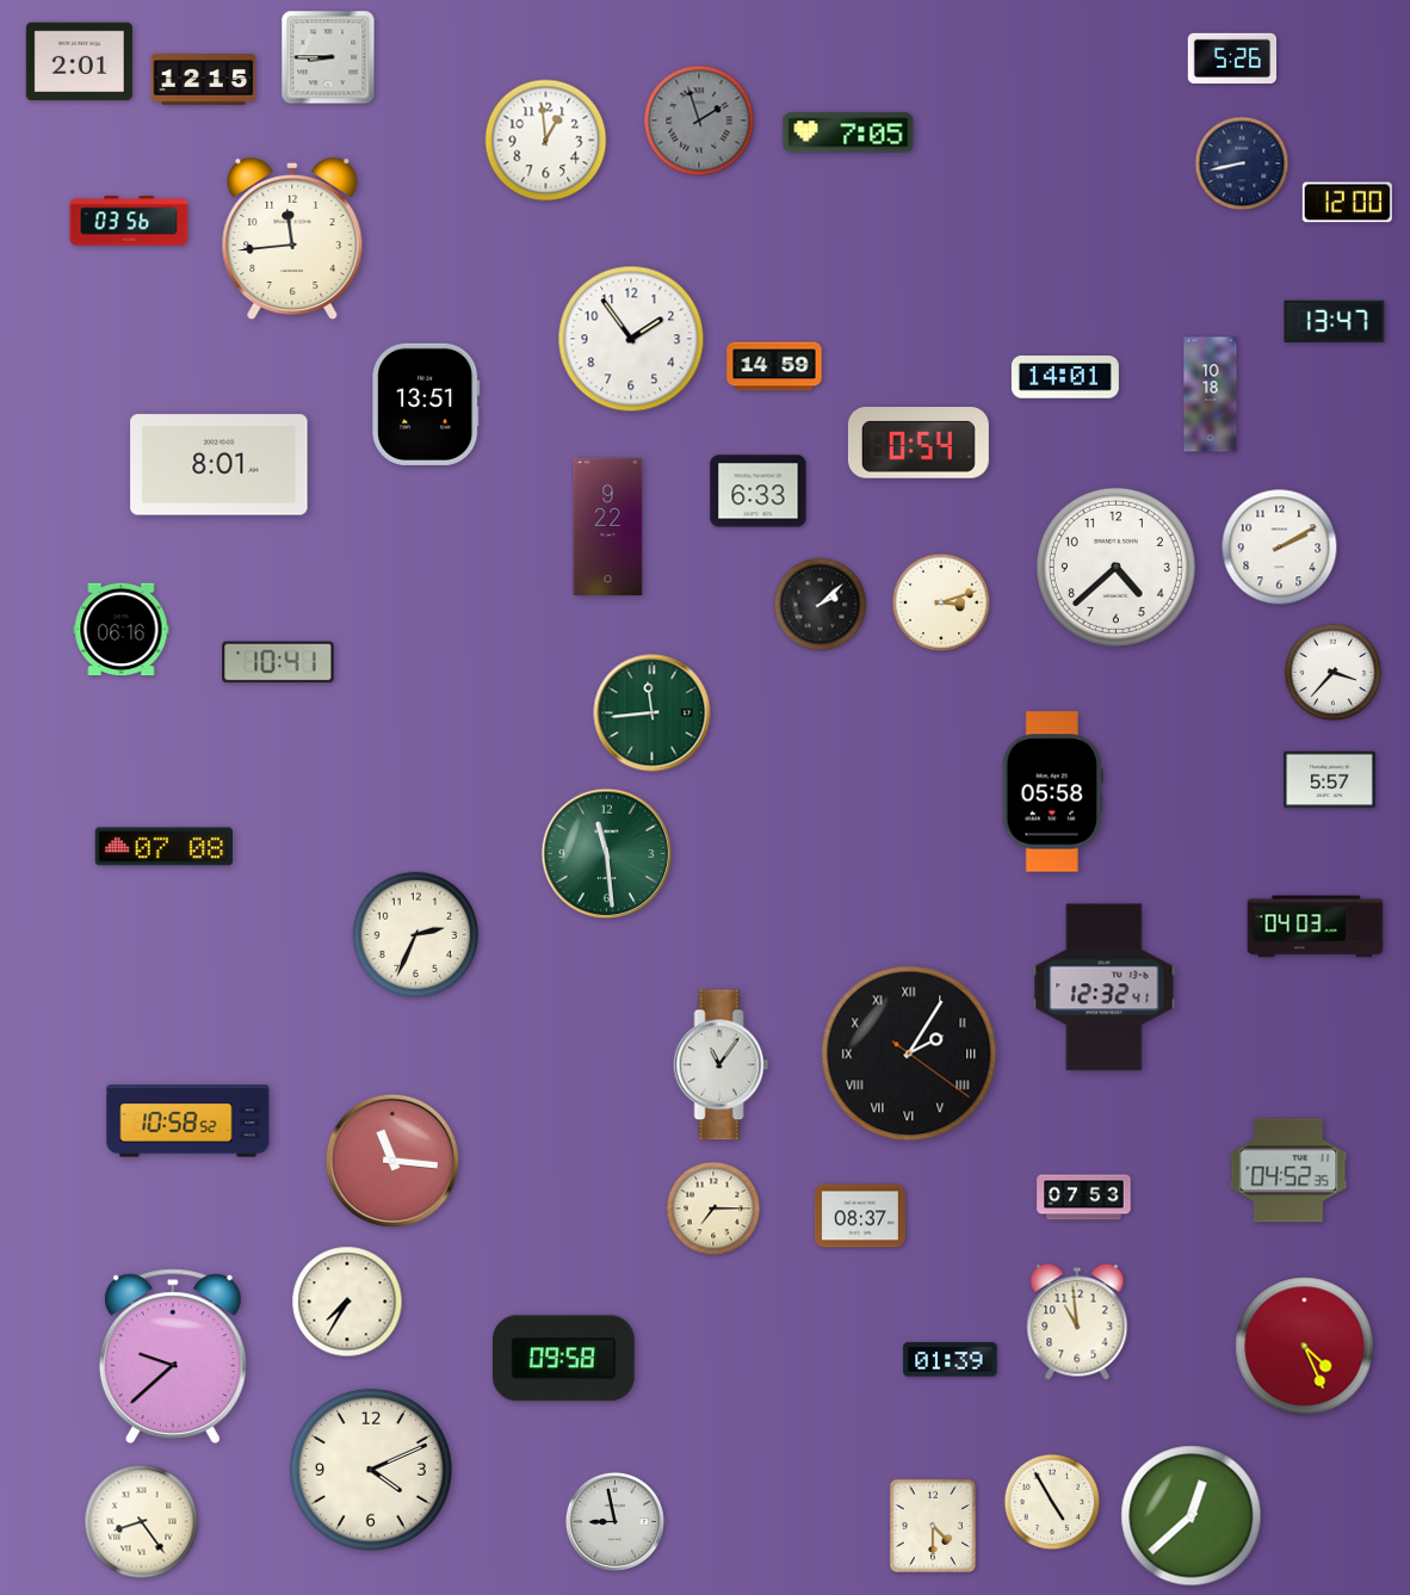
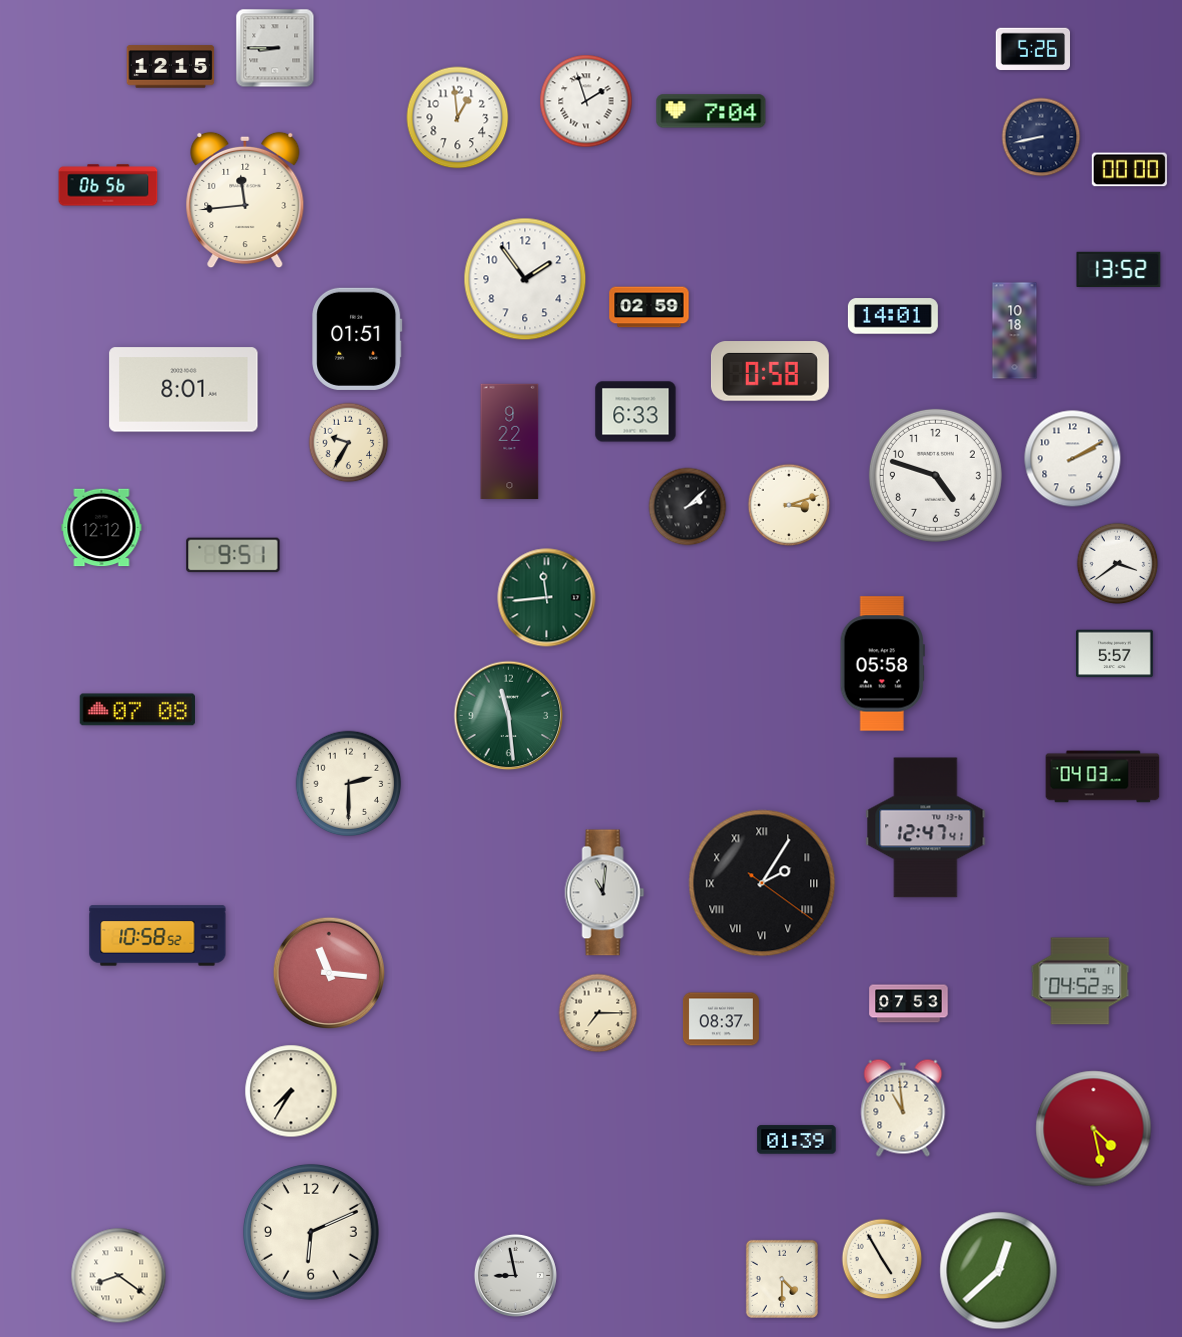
clock at (79, 62): 2:01 -> none
clock at (699, 120) dial: grey -> white
clock at (848, 132): 7:05 -> 7:04
clock at (1347, 203): 12:00 -> 00:00
clock at (129, 221): 03:56 -> 06:56
clock at (1335, 322): 13:47 -> 13:52
clock at (631, 339) position: (631, 339) -> (525, 279)
clock at (774, 366): 14:59 -> 02:59
clock at (426, 404): 13:51 -> 01:51
clock at (919, 443): 0:54 -> 0:58
clock at (349, 443): none -> 9:35
clock at (1115, 567): 4:38 -> 4:48
clock at (122, 630): 06:16 -> 12:12
clock at (278, 662): 10:41 -> 9:51
clock at (1334, 673): 3:37 -> 3:39
clock at (416, 935): 2:34 -> 2:30
clock at (1105, 988): 12:32 -> 12:47
clock at (722, 1065): 11:06 -> 11:01
clock at (188, 1121) position: (188, 1121) -> (158, 936)
clock at (1305, 1347): 4:26 -> 4:28
clock at (173, 1356): 9:38 -> none
clock at (563, 1359): 09:58 -> none
clock at (371, 1470): 4:11 -> 6:11
clock at (142, 1522): 8:24 -> 8:21
